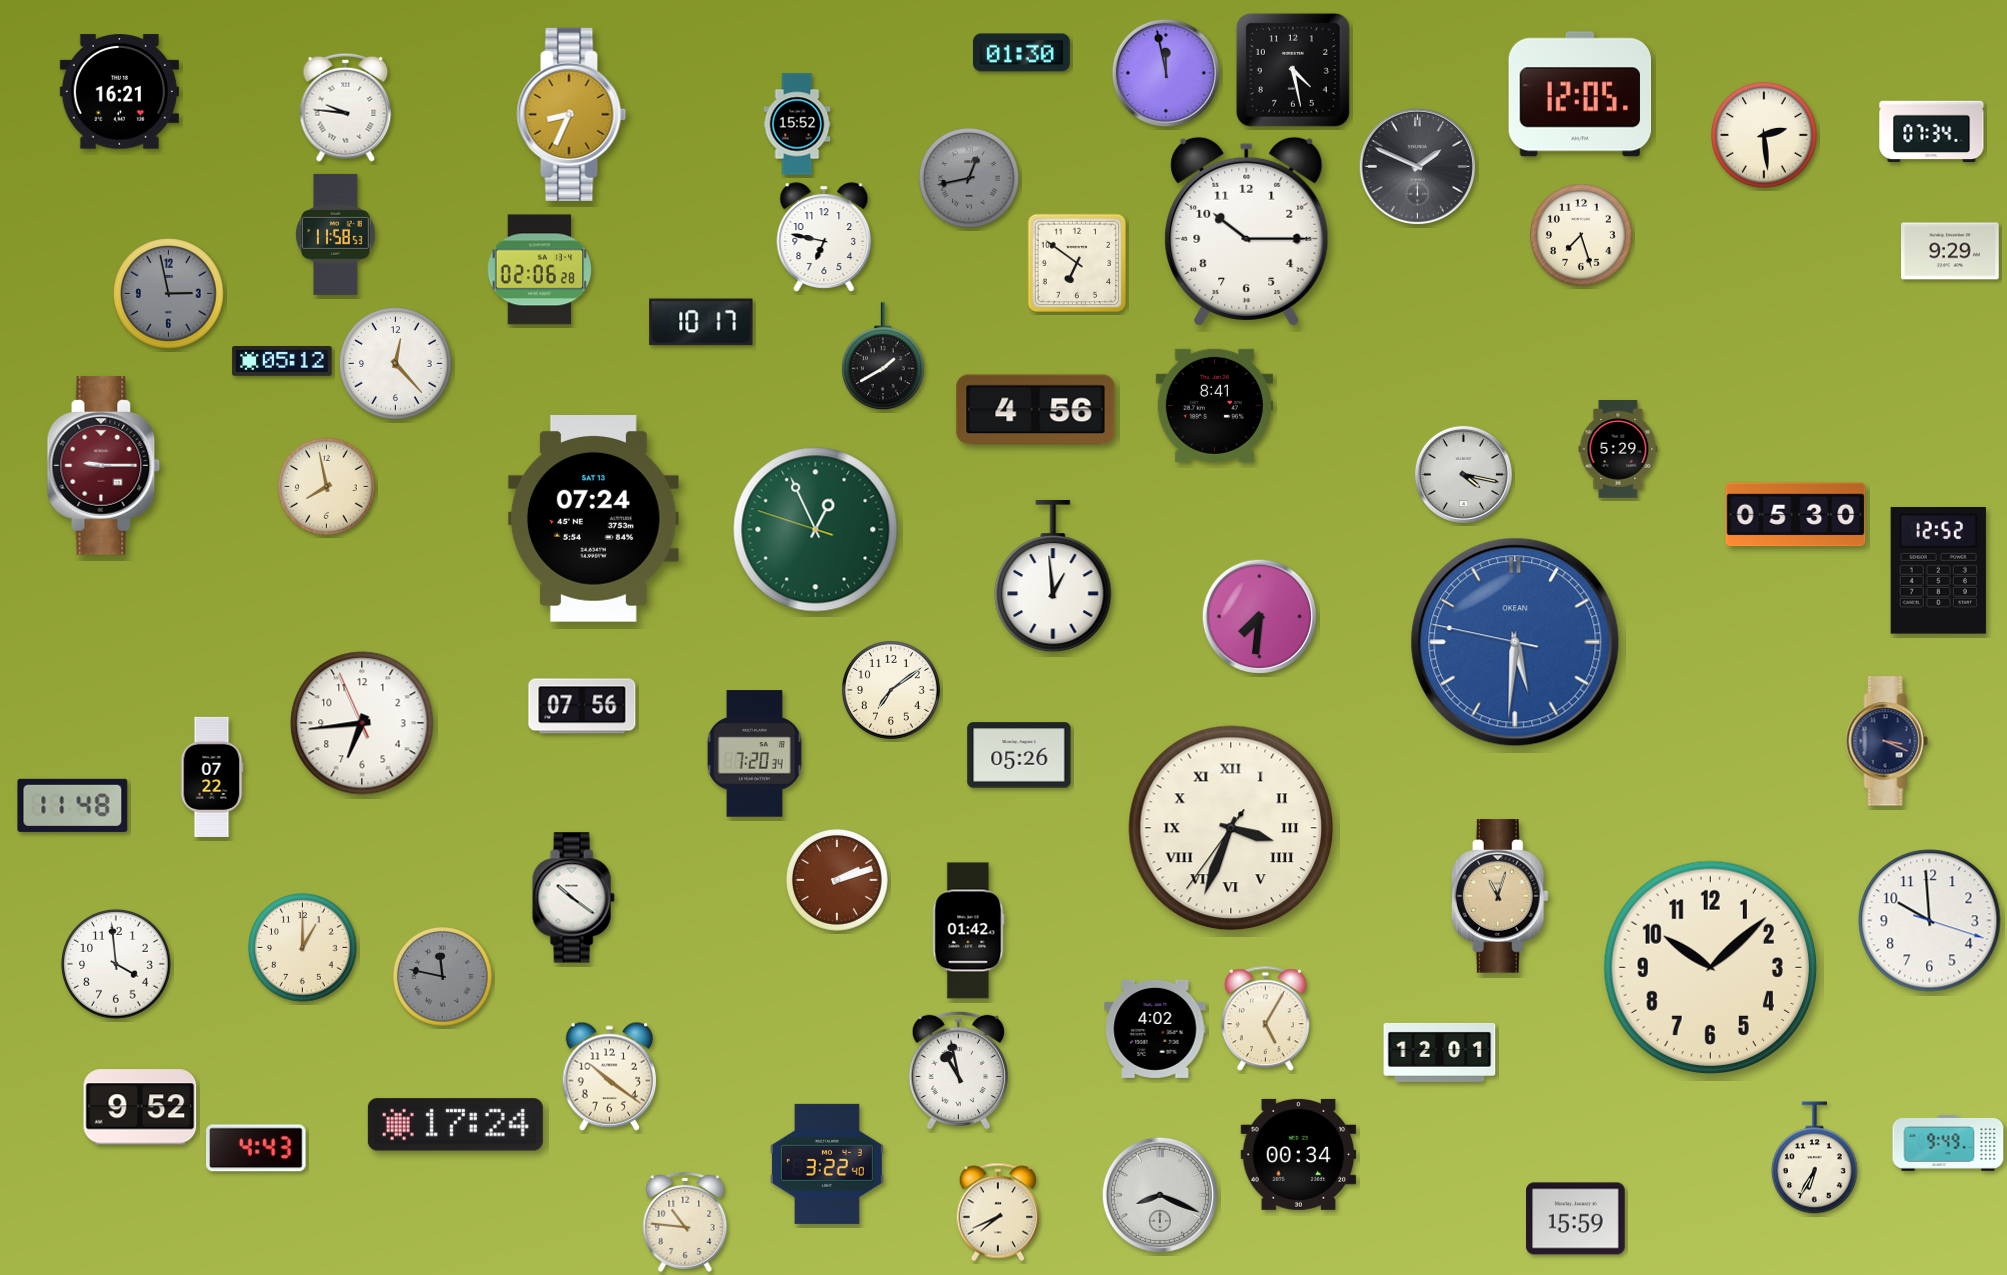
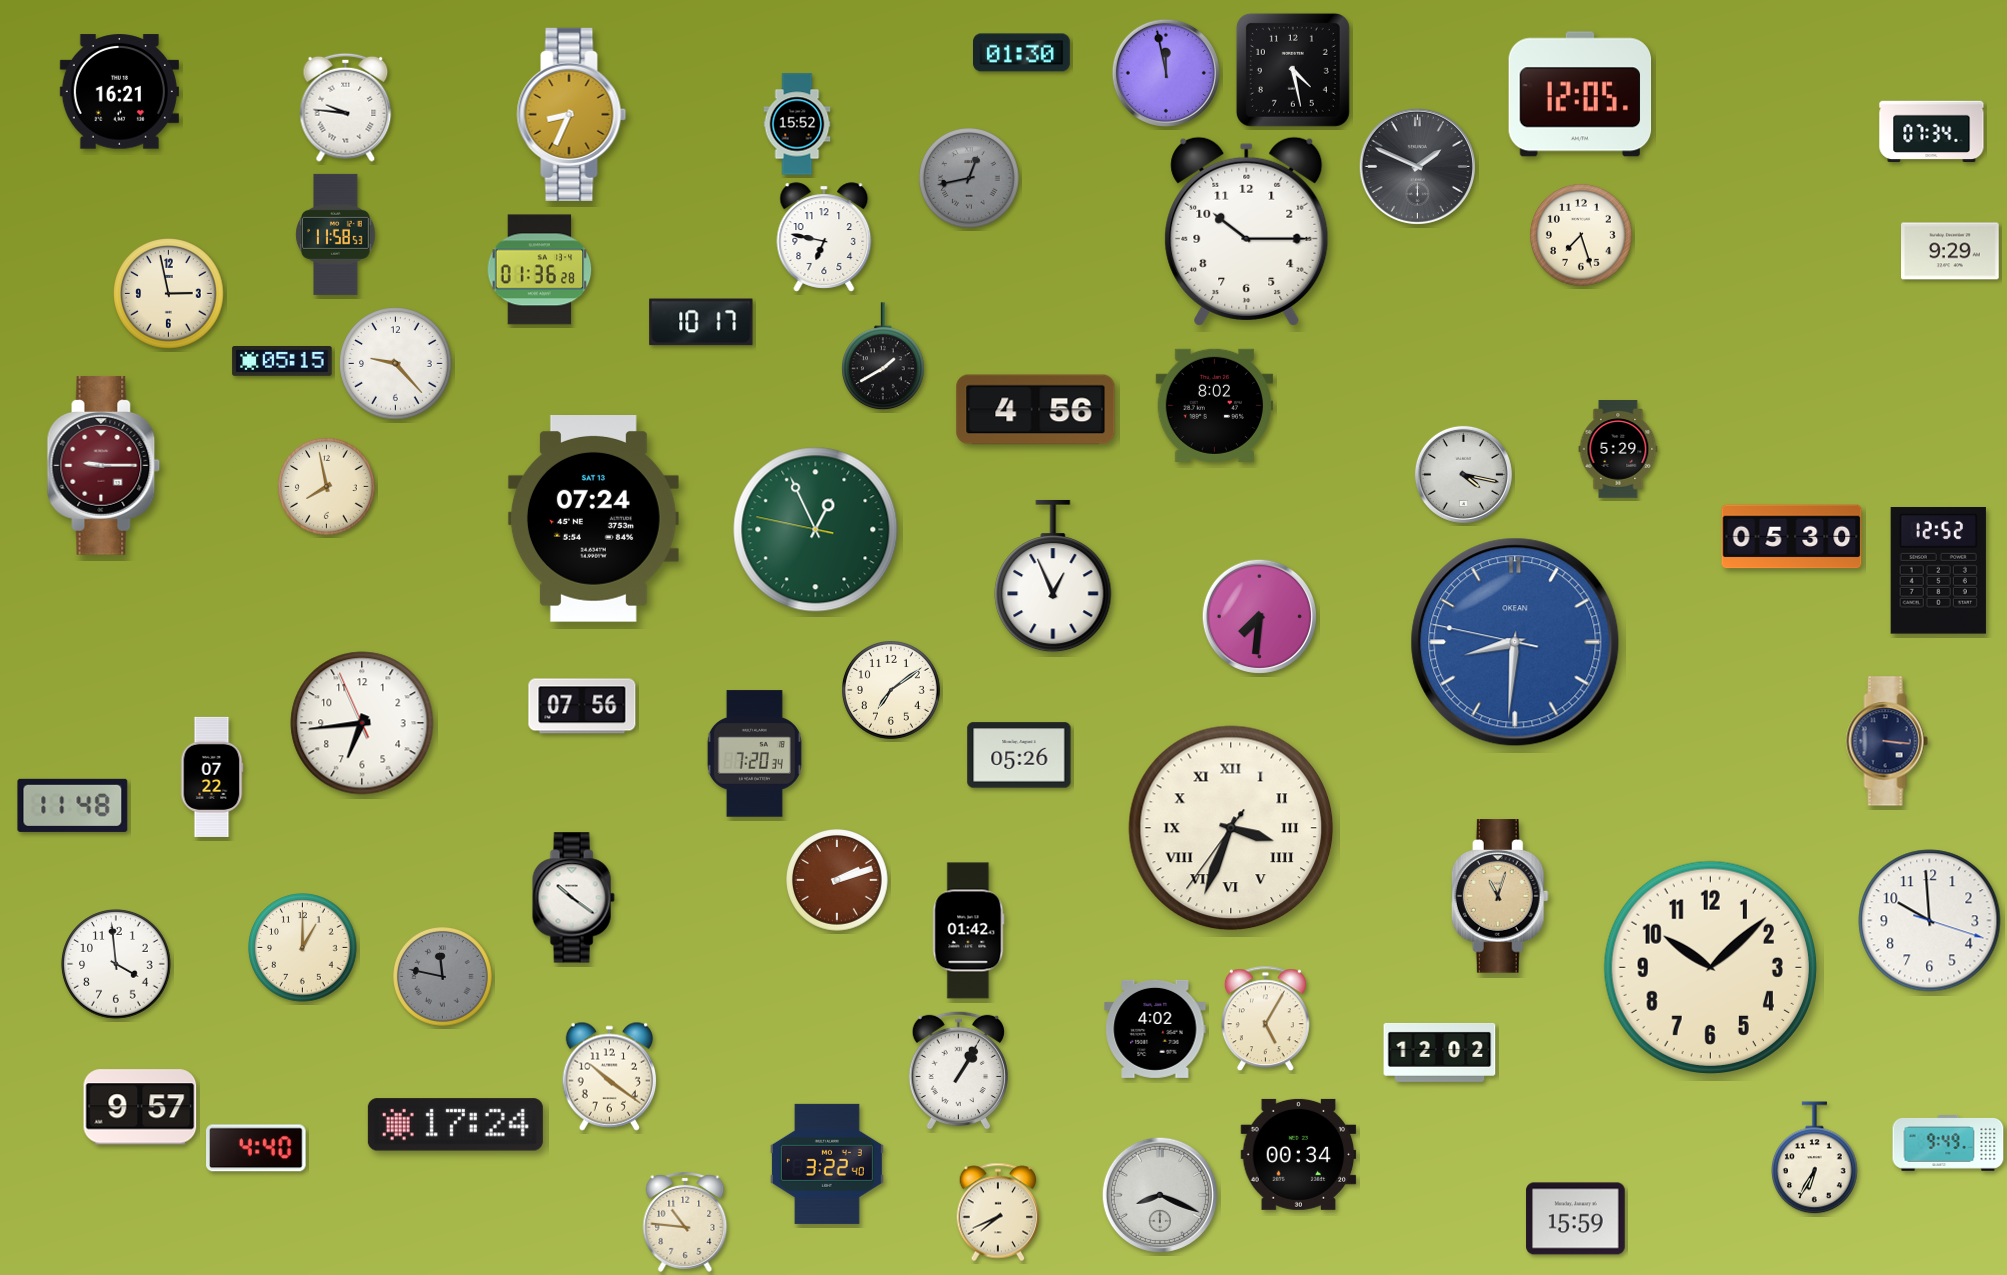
clock at (1764, 135): 2:29 -> none
clock at (1076, 262): 6:51 -> none
clock at (540, 270): 02:06 -> 01:36
clock at (169, 294) dial: grey -> cream
clock at (282, 362): 05:12 -> 05:15
clock at (396, 364): 12:23 -> 9:23
clock at (1214, 405): 8:41 -> 8:02
clock at (1796, 515) position: (1796, 515) -> (1792, 537)
clock at (816, 530): 12:55:48 -> 12:55:47
clock at (1053, 576): 12:59 -> 12:56
clock at (1515, 642): 5:30 -> 8:30
clock at (1887, 741): 3:19 -> 3:16
clock at (1440, 1052): 12:01 -> 12:02
clock at (958, 1070): 10:58 -> 1:05
clock at (140, 1107): 9:52 -> 9:57
clock at (256, 1148): 4:43 -> 4:40
